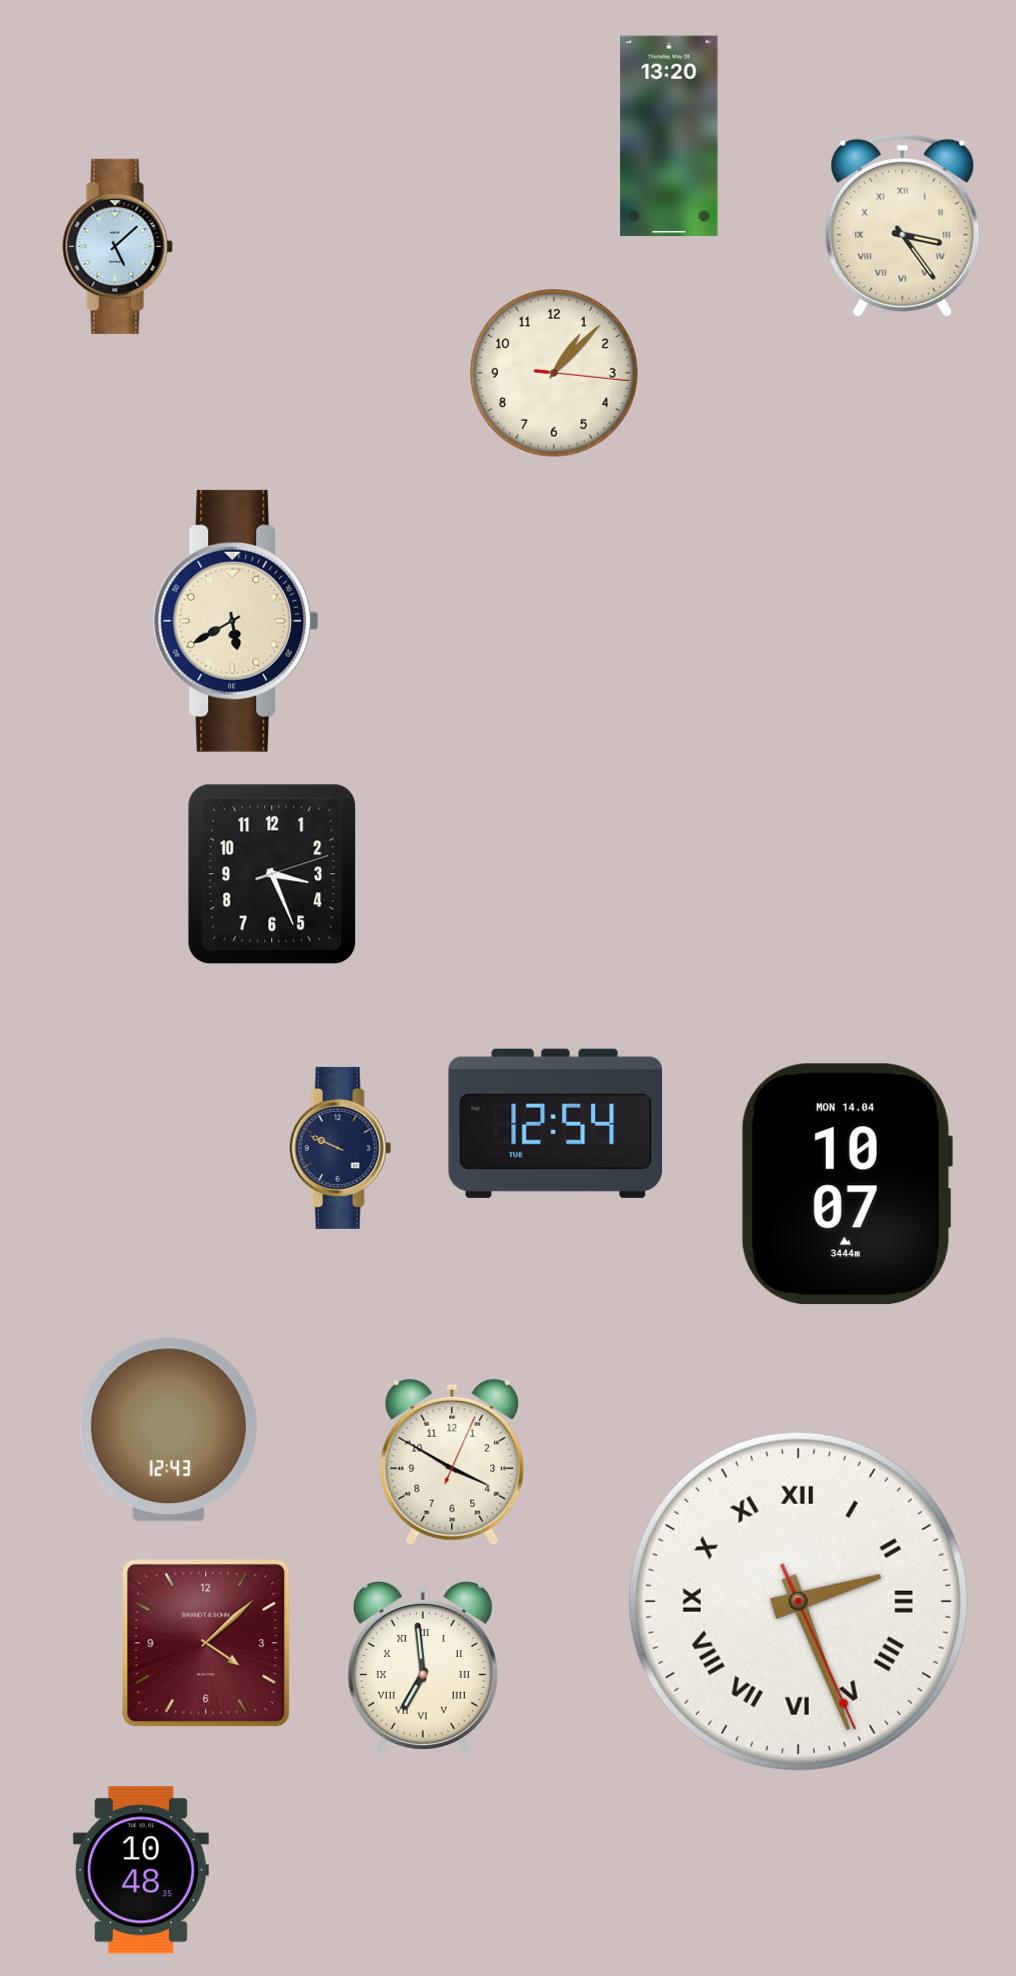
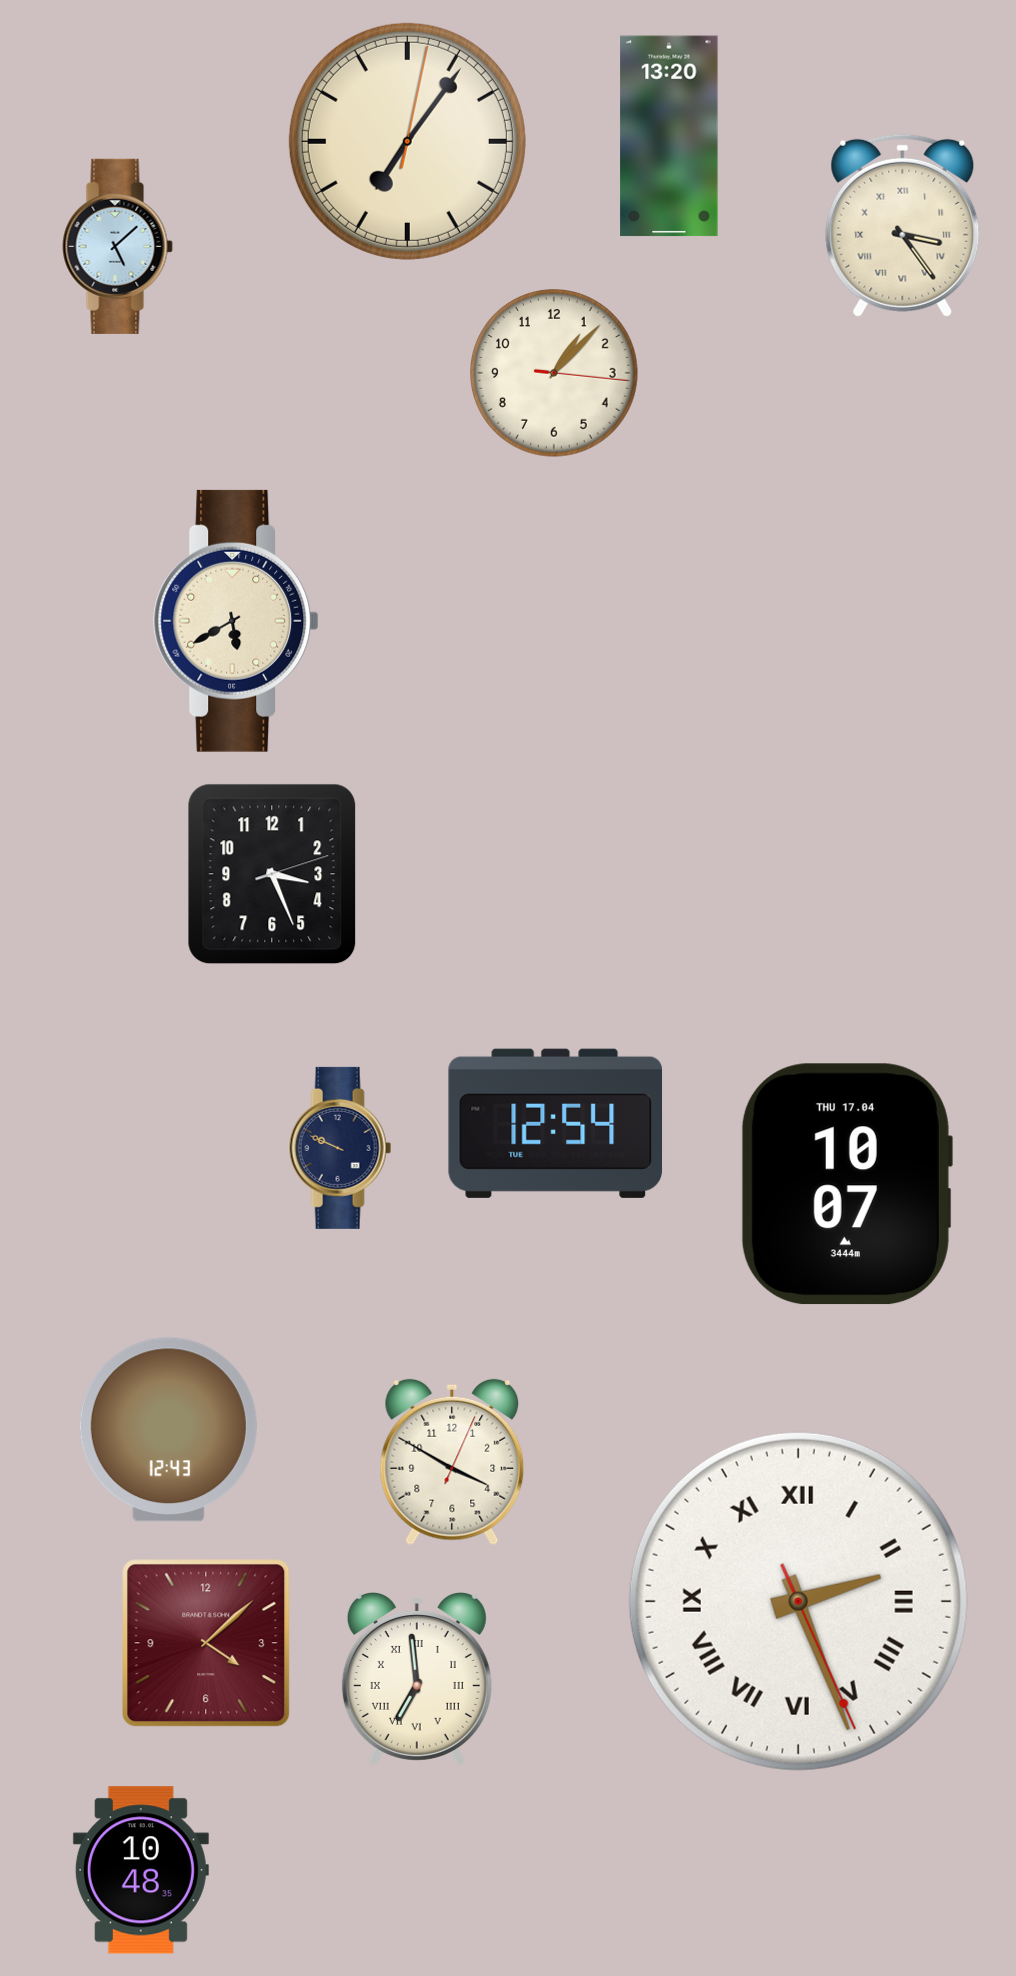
clock at (407, 141): none -> 7:06
clock at (846, 1184) date: MON 14.04 -> THU 17.04
clock at (423, 1669) position: (423, 1669) -> (417, 1680)
